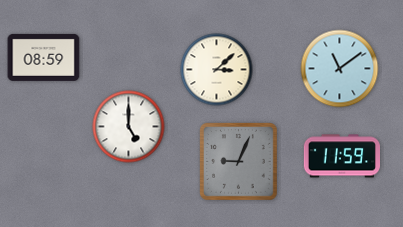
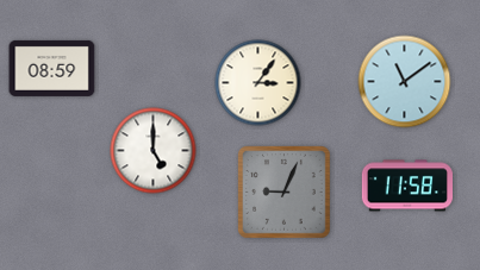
clock at (217, 70): 3:08 -> 3:06
clock at (341, 156): 11:59 -> 11:58
